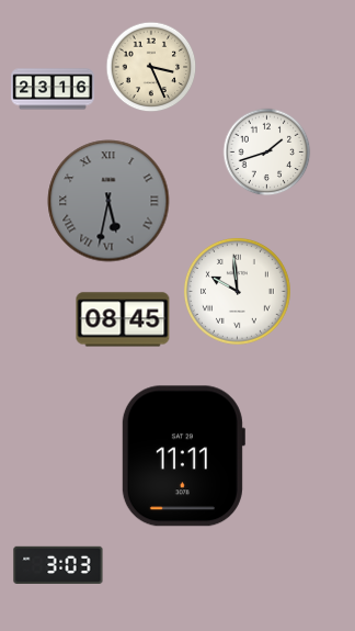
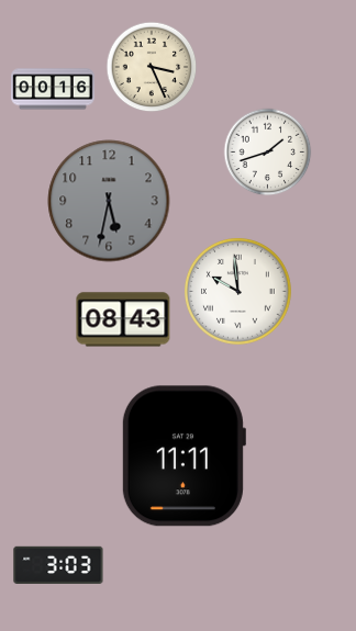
clock at (53, 89): 23:16 -> 00:16
clock at (108, 201) numerals: Roman -> Arabic
clock at (123, 319): 08:45 -> 08:43
